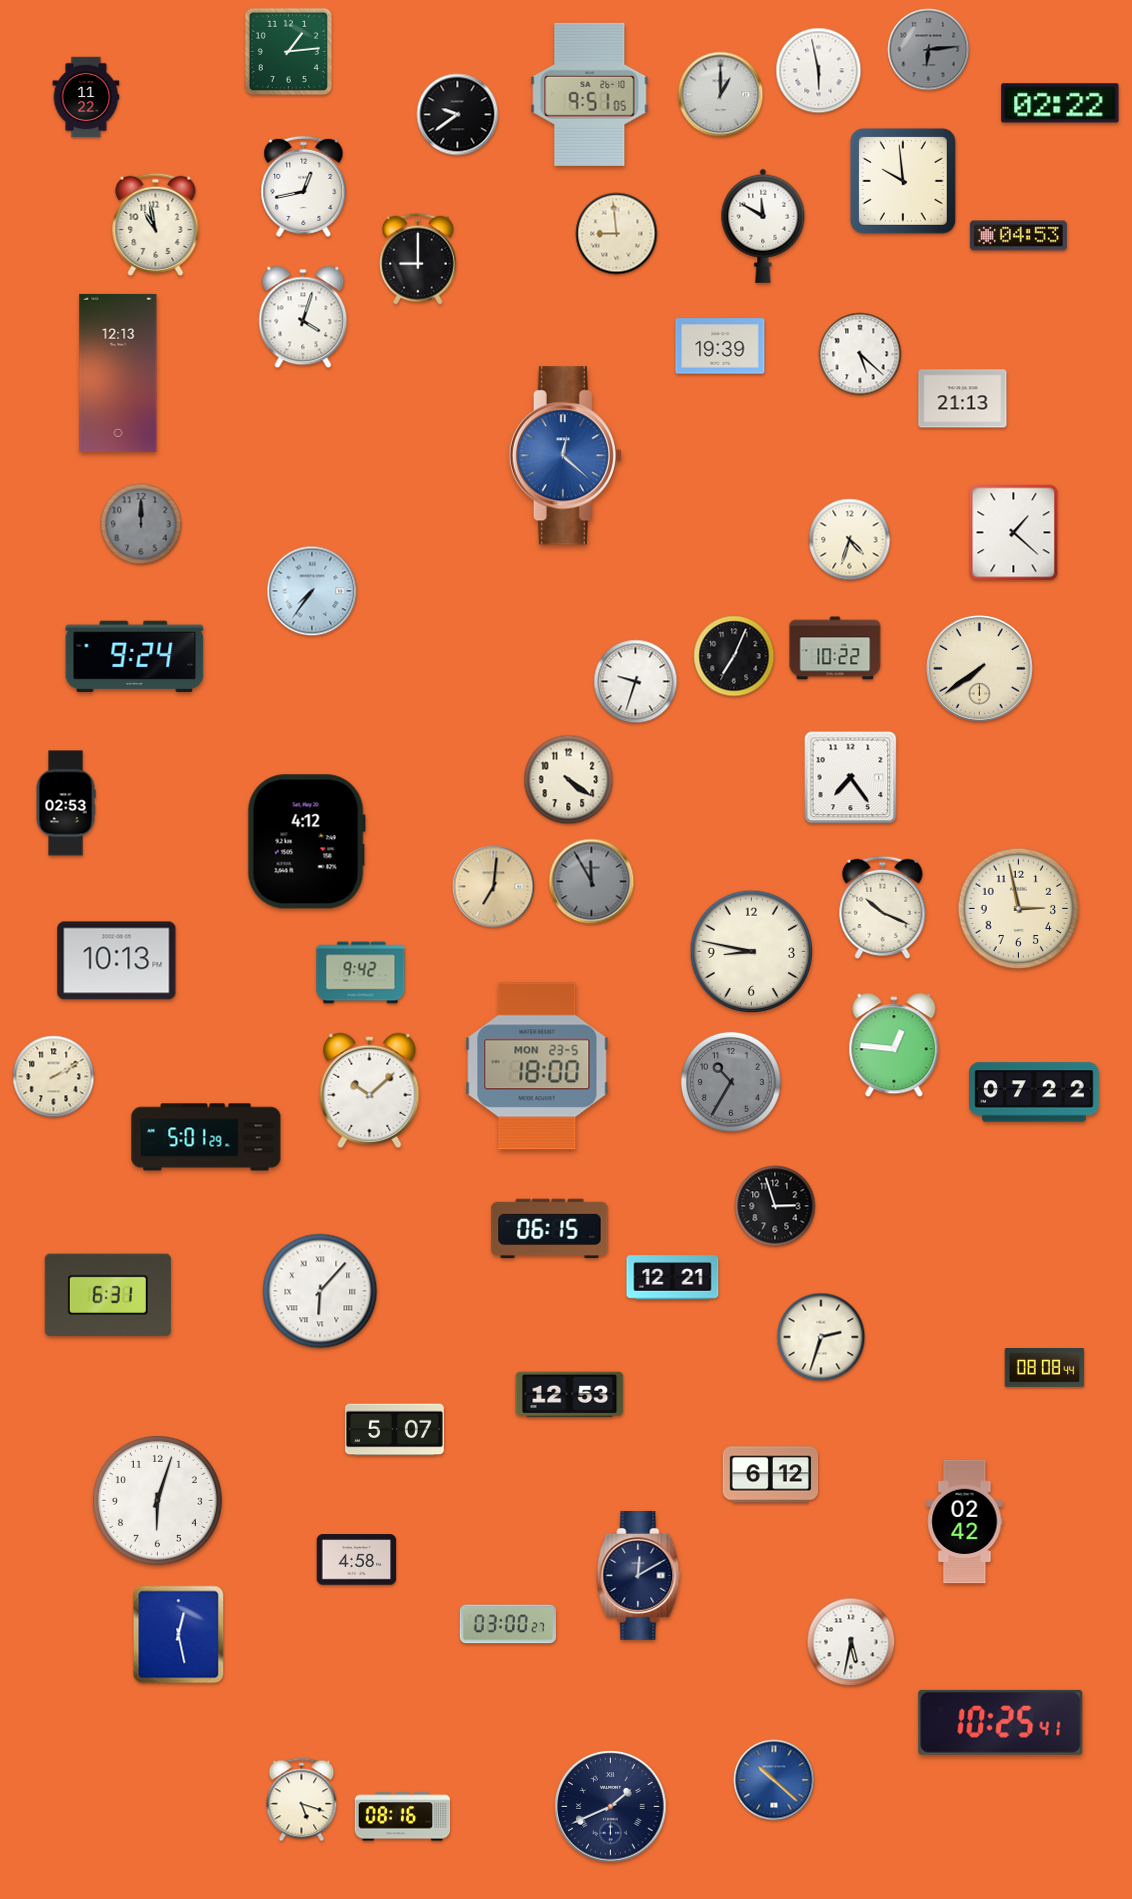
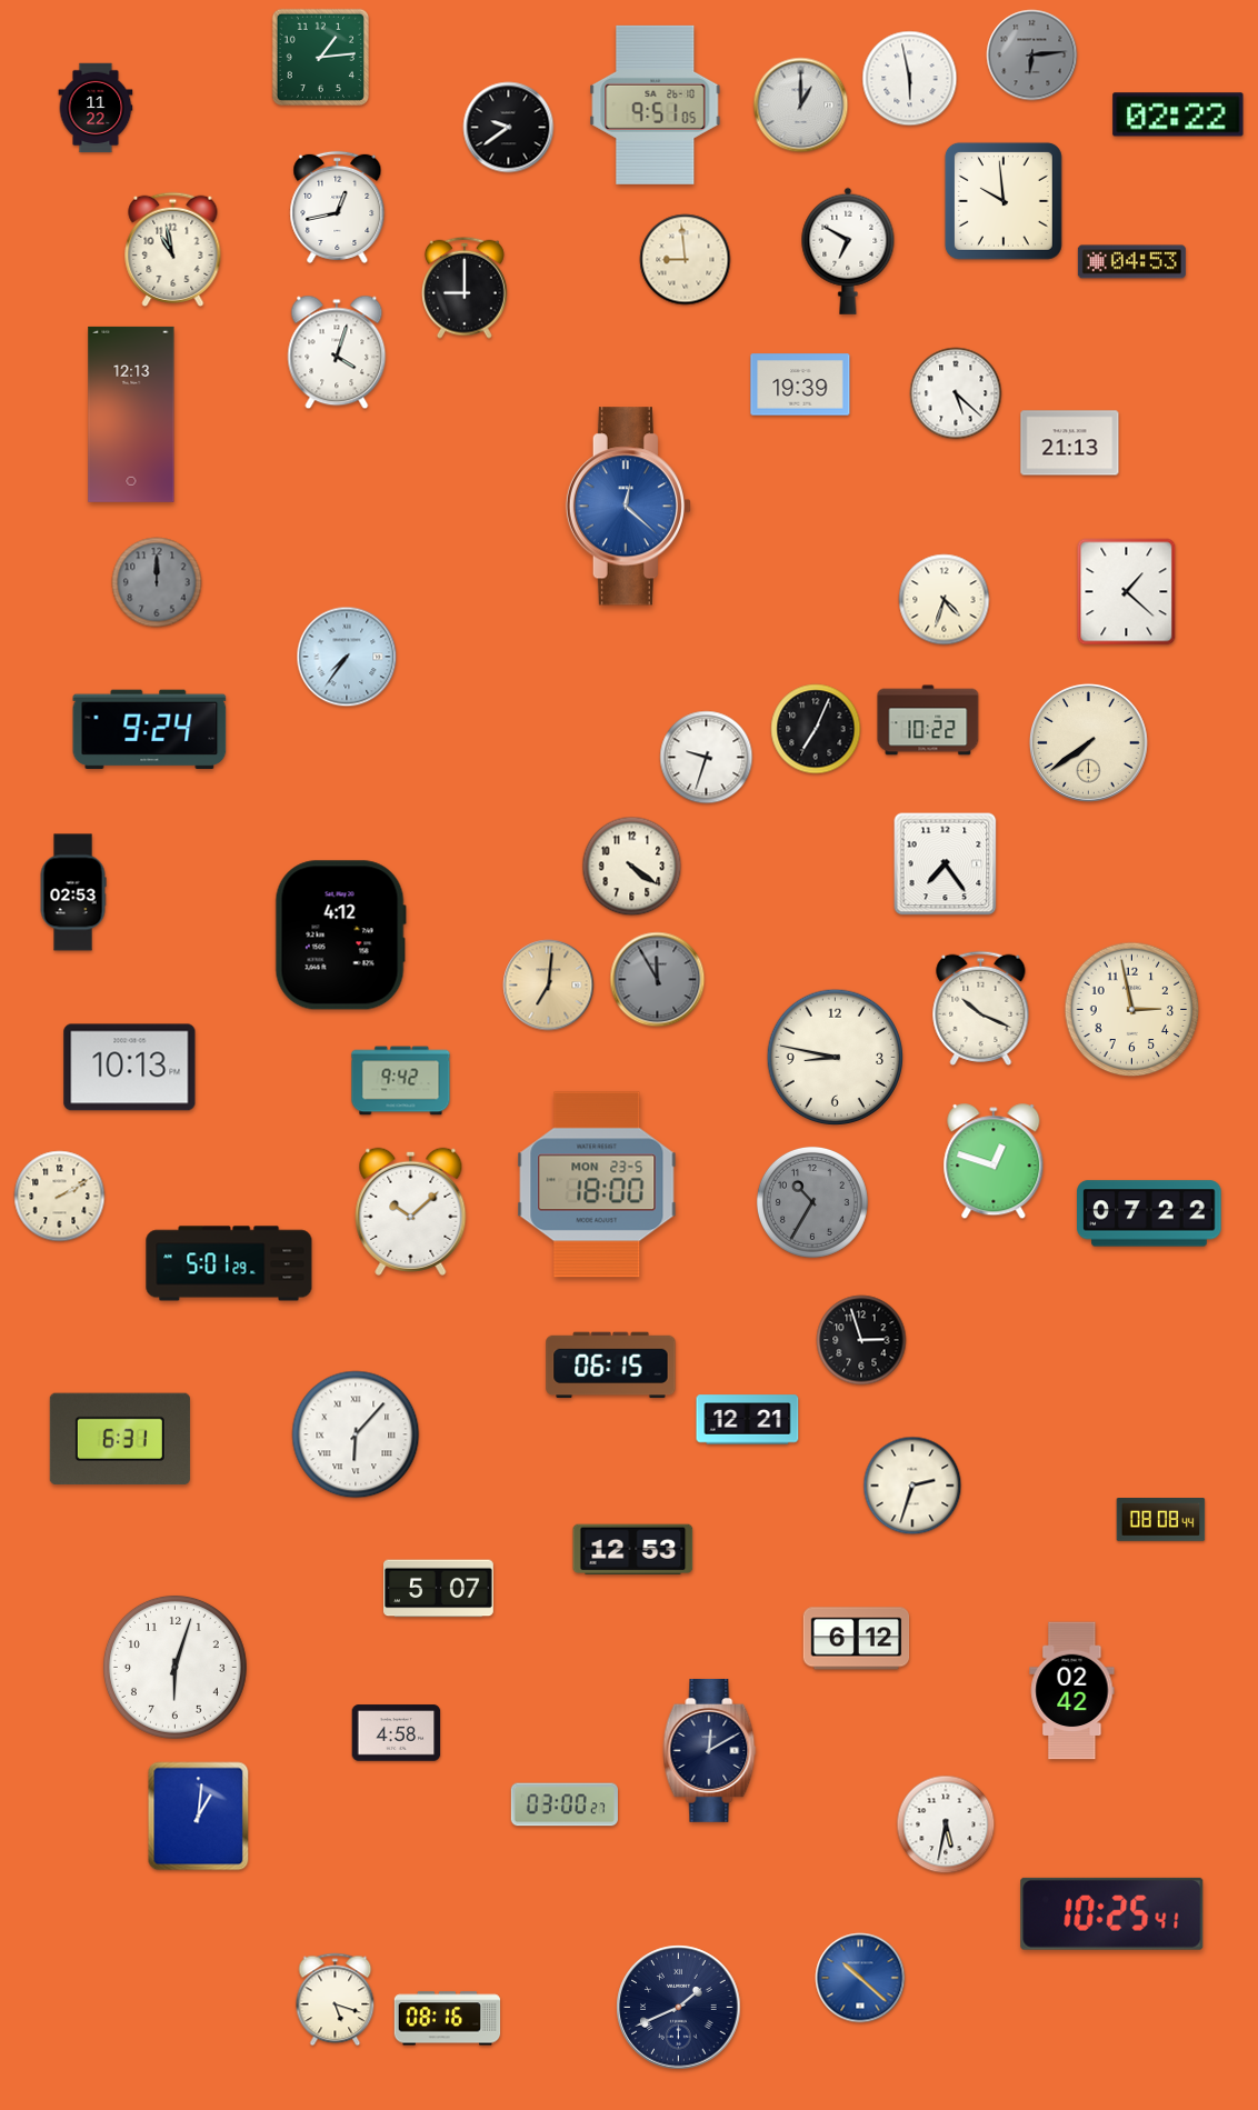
clock at (763, 226): 11:50 -> 6:50
clock at (894, 1046): 12:46 -> 12:48
clock at (179, 1635): 12:28 -> 1:01
